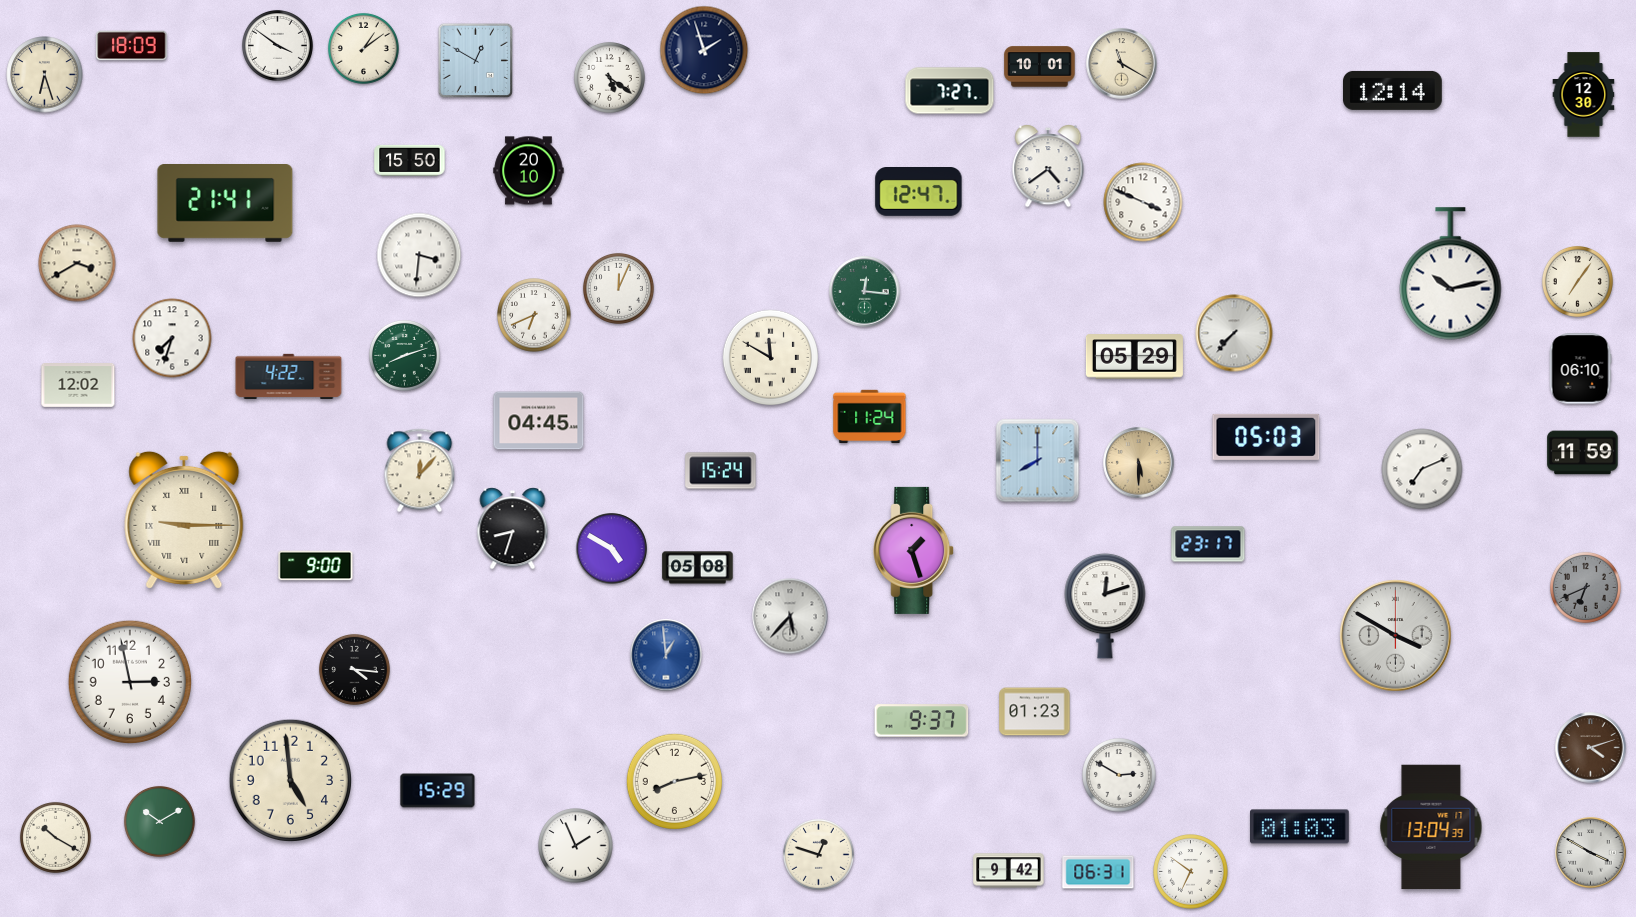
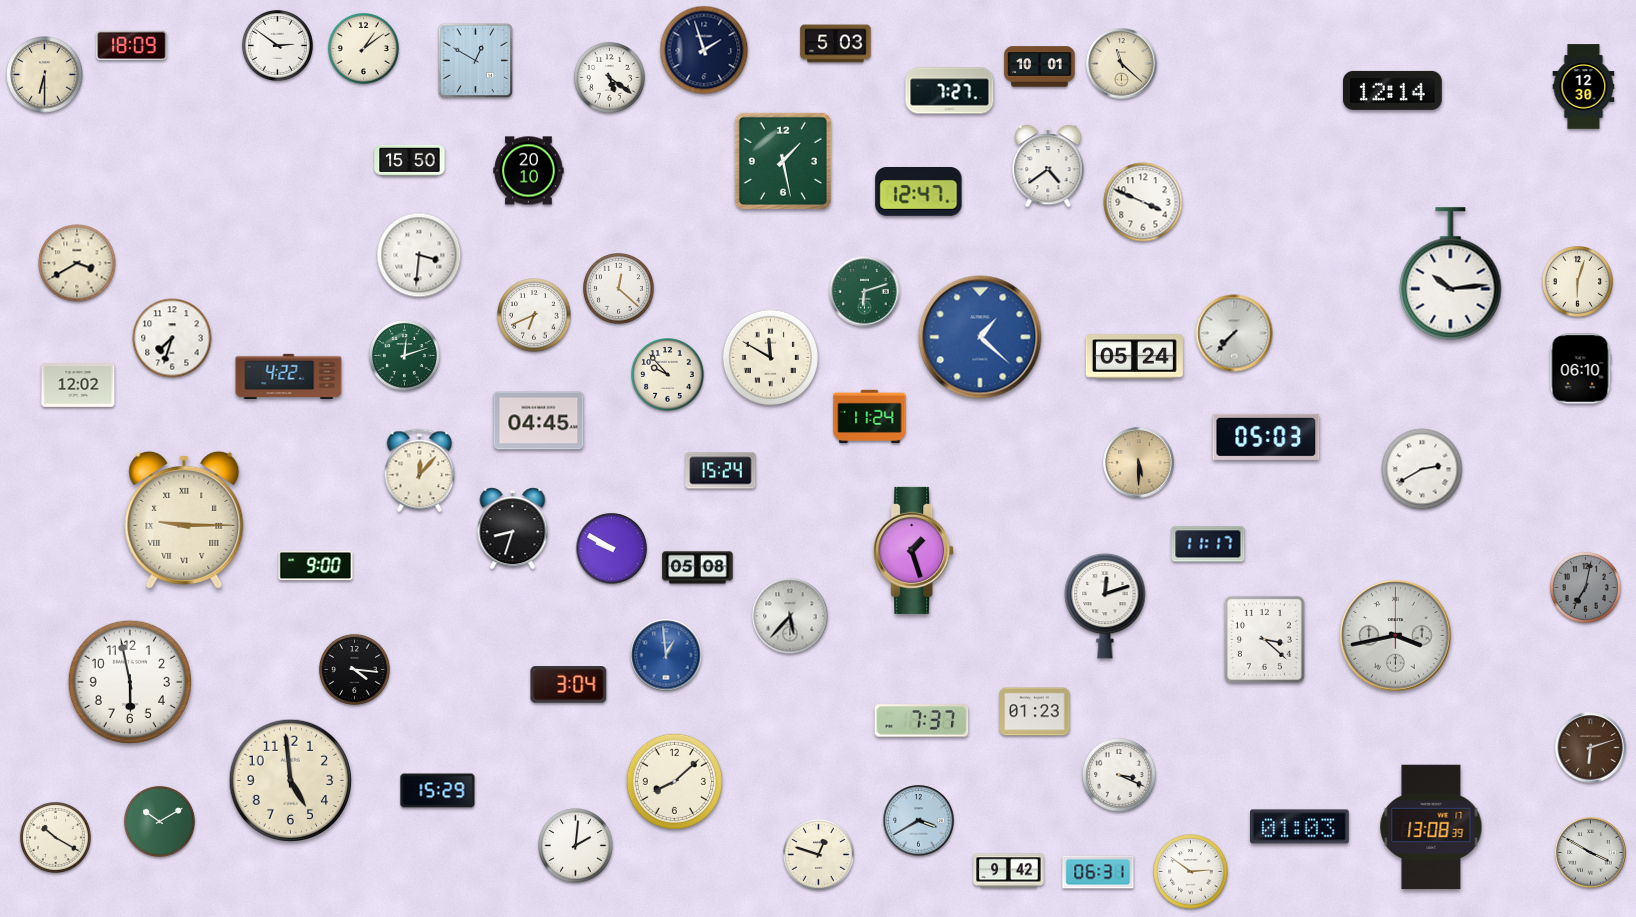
clock at (836, 44): none -> 5:03
clock at (277, 45): 3:51 -> 2:51
clock at (1122, 64): 11:20 -> 11:22
clock at (45, 75): 6:27 -> 6:30
clock at (1584, 95) position: (1584, 95) -> (1584, 87)
clock at (783, 161): none -> 1:28
clock at (225, 204): 21:41 -> none
clock at (1451, 274): 10:13 -> 10:14
clock at (1577, 281): 7:06 -> 6:03
clock at (618, 288): 12:04 -> 12:22
clock at (865, 292): 12:16 -> 6:12
clock at (980, 337): none -> 1:22
clock at (404, 355): 8:12 -> 12:12
clock at (1134, 357): 05:29 -> 05:24
clock at (668, 375): none -> 9:53
clock at (1583, 453): 11:59 -> none
clock at (1038, 461): 8:00 -> none
clock at (1422, 469): 7:11 -> 2:40
clock at (1208, 544): 23:17 -> 11:17
clock at (612, 549): 4:50 -> 9:50
clock at (1585, 587): 6:41 -> 7:02
clock at (1396, 636): 3:50 -> 3:43
clock at (1264, 639): none -> 3:22
clock at (130, 682): 2:58 -> 5:58
clock at (569, 685): none -> 3:04
clock at (922, 721): 9:37 -> 7:37
clock at (1591, 748): 4:12 -> 6:12
clock at (1119, 775): 2:50 -> 3:19
clock at (674, 781): 8:13 -> 8:08
clock at (919, 821): none -> 3:40
clock at (1431, 827): 13:04 -> 13:08
clock at (576, 846): 1:56 -> 2:01
clock at (1191, 872): 6:51 -> 2:51
